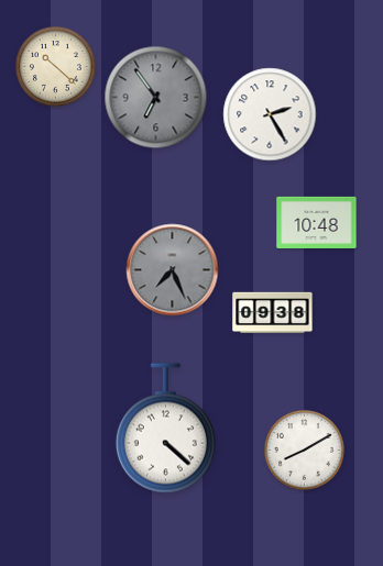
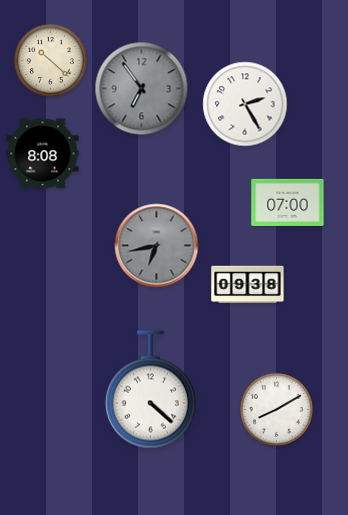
clock at (43, 154): none -> 8:08
clock at (317, 222): 10:48 -> 07:00
clock at (173, 270): 7:26 -> 6:43
